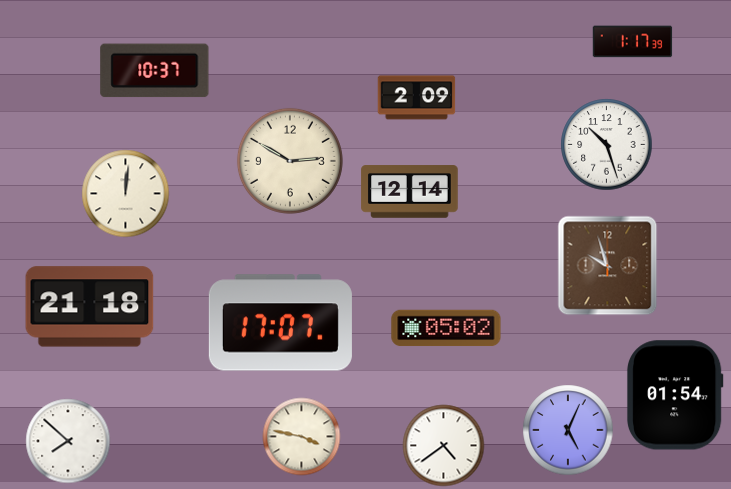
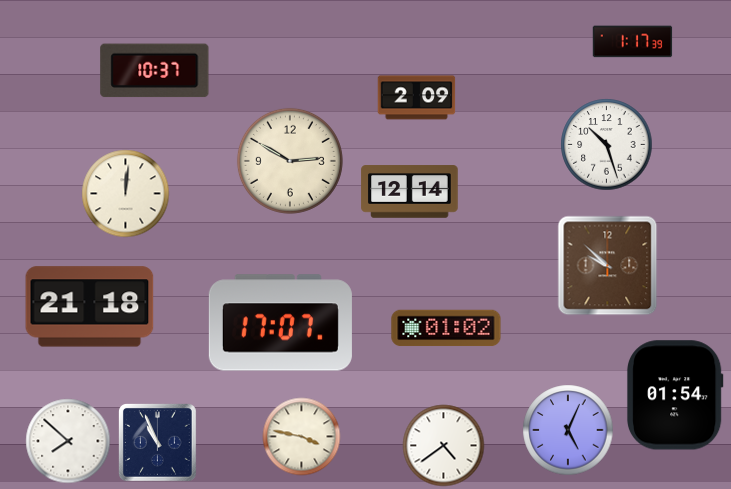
clock at (607, 265): 9:57 -> 9:52
clock at (446, 328): 05:02 -> 01:02
clock at (158, 443): none -> 10:56
